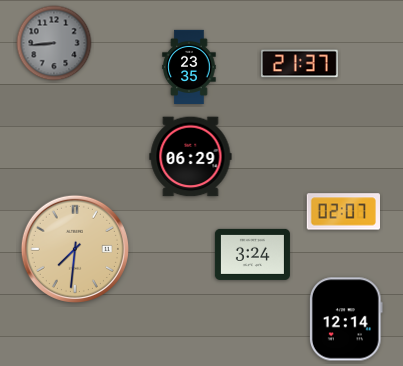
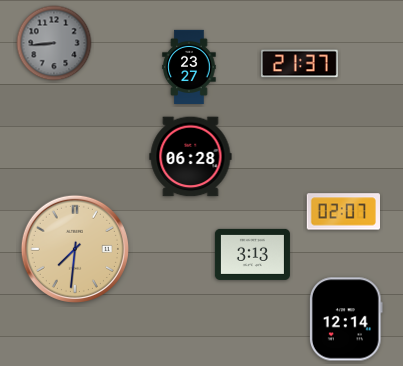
clock at (189, 66): 23:35 -> 23:27
clock at (191, 157): 06:29 -> 06:28
clock at (252, 254): 3:24 -> 3:13
